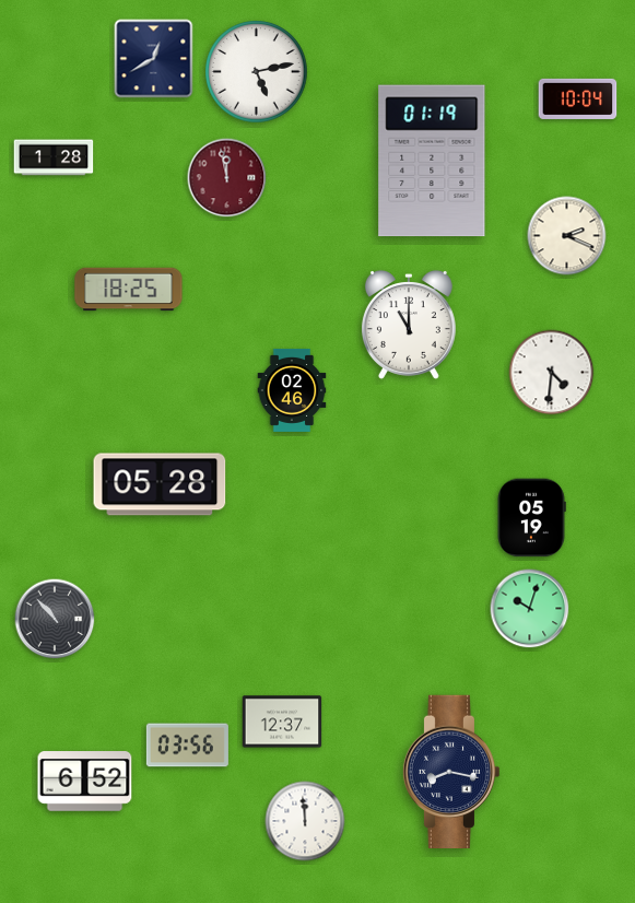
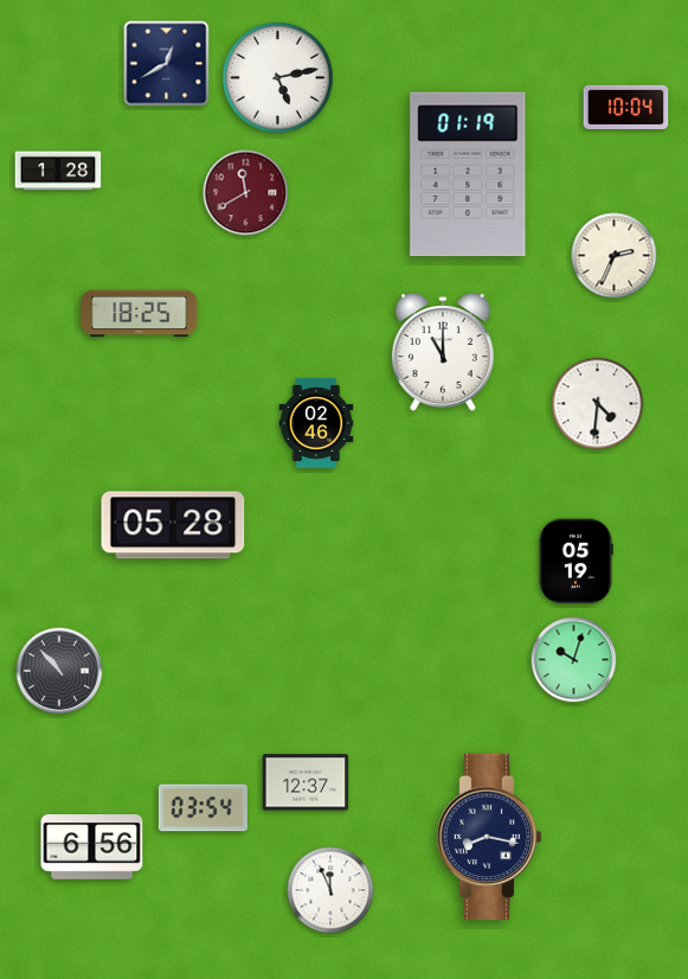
clock at (227, 178): 11:58 -> 11:40
clock at (567, 236): 2:19 -> 2:34
clock at (187, 746): 03:56 -> 03:54
clock at (85, 782): 6:52 -> 6:56
clock at (305, 821): 11:59 -> 11:56
